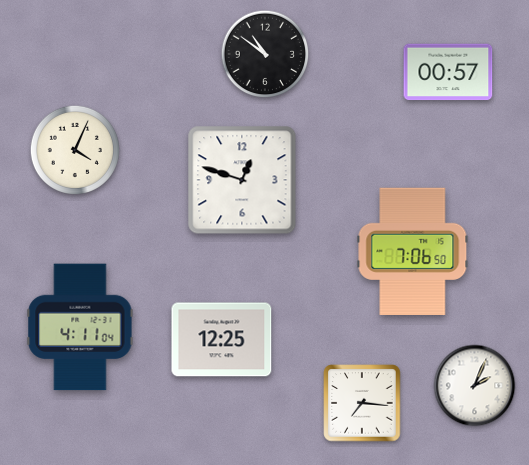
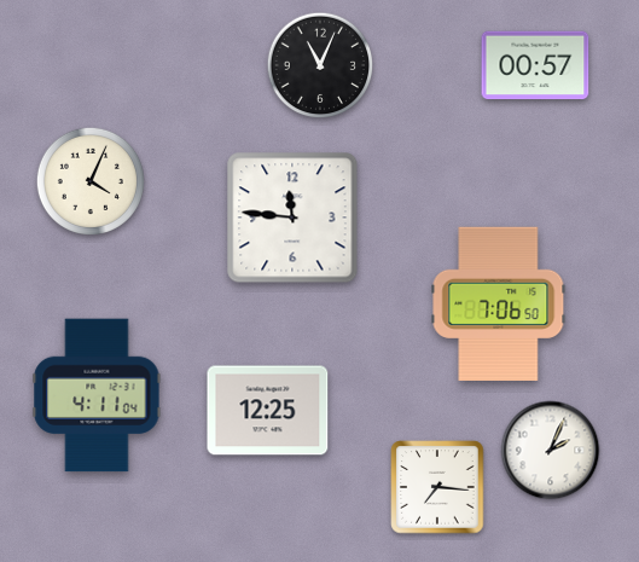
clock at (265, 54): 10:51 -> 11:04
clock at (448, 72) position: (448, 72) -> (535, 65)
clock at (242, 180): 12:48 -> 11:46
clock at (475, 386) position: (475, 386) -> (551, 451)
